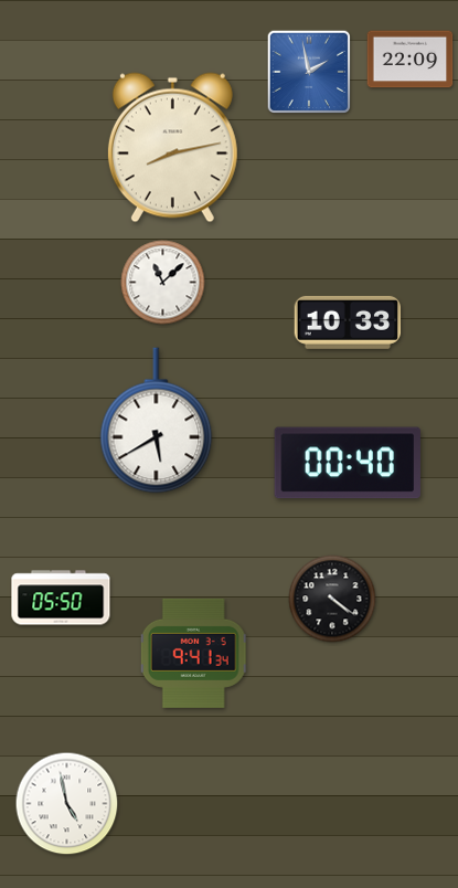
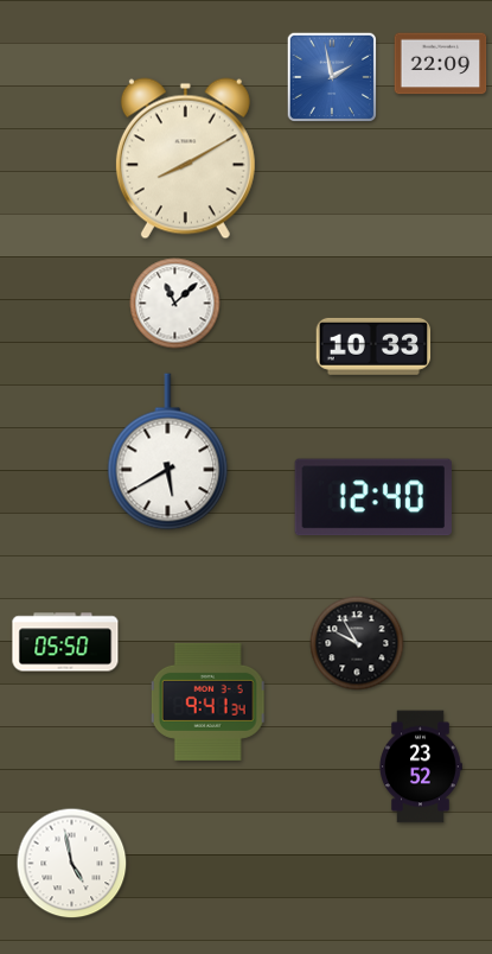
clock at (172, 148): 8:13 -> 8:10
clock at (347, 463): 00:40 -> 12:40
clock at (332, 599): 4:21 -> 9:55
clock at (421, 767): none -> 23:52
